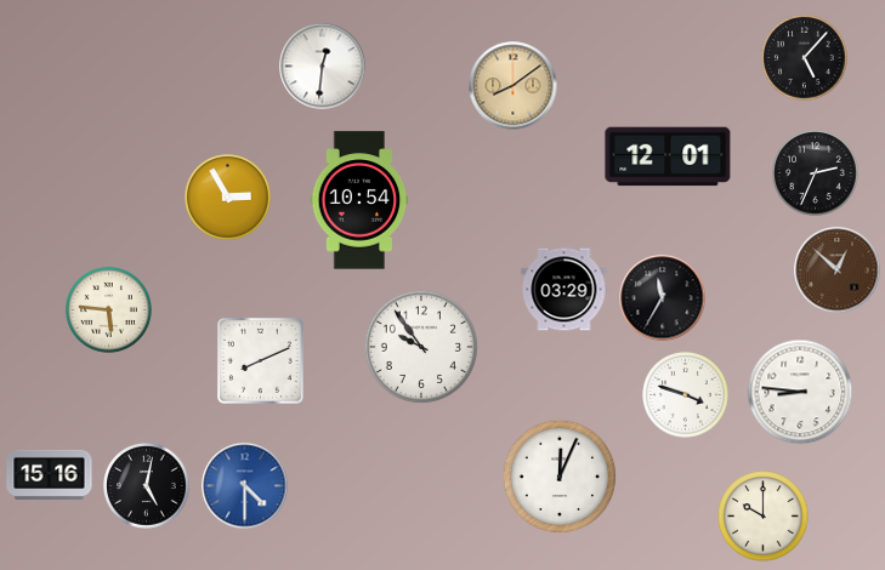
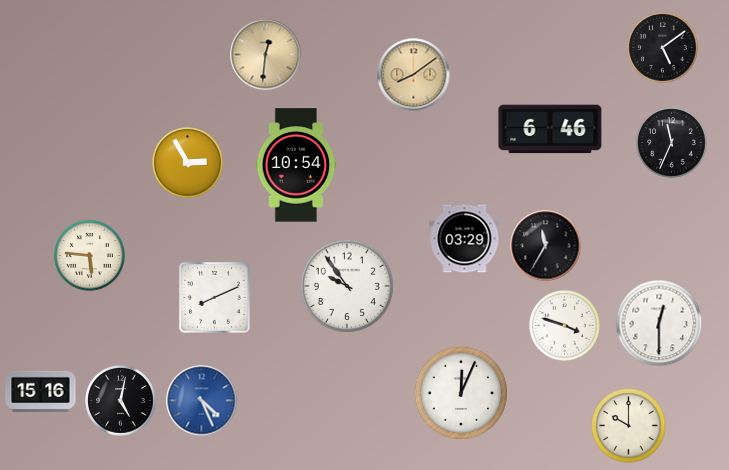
clock at (805, 58): 5:07 -> 5:09
clock at (323, 67) dial: white -> champagne
clock at (514, 86) position: (514, 86) -> (414, 75)
clock at (668, 156): 12:01 -> 6:46
clock at (816, 173): 2:34 -> 11:34
clock at (838, 270): 12:52 -> none
clock at (800, 392): 8:46 -> 12:30
clock at (245, 486): 4:30 -> 4:26
